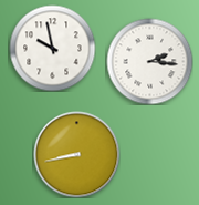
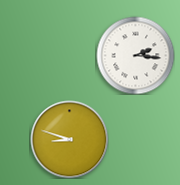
clock at (52, 48): 9:58 -> none
clock at (76, 154): 8:43 -> 8:48
